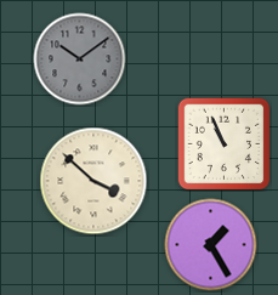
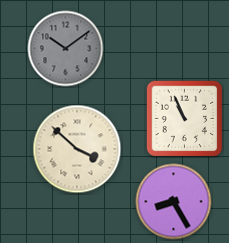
clock at (211, 245): 1:25 -> 8:25
